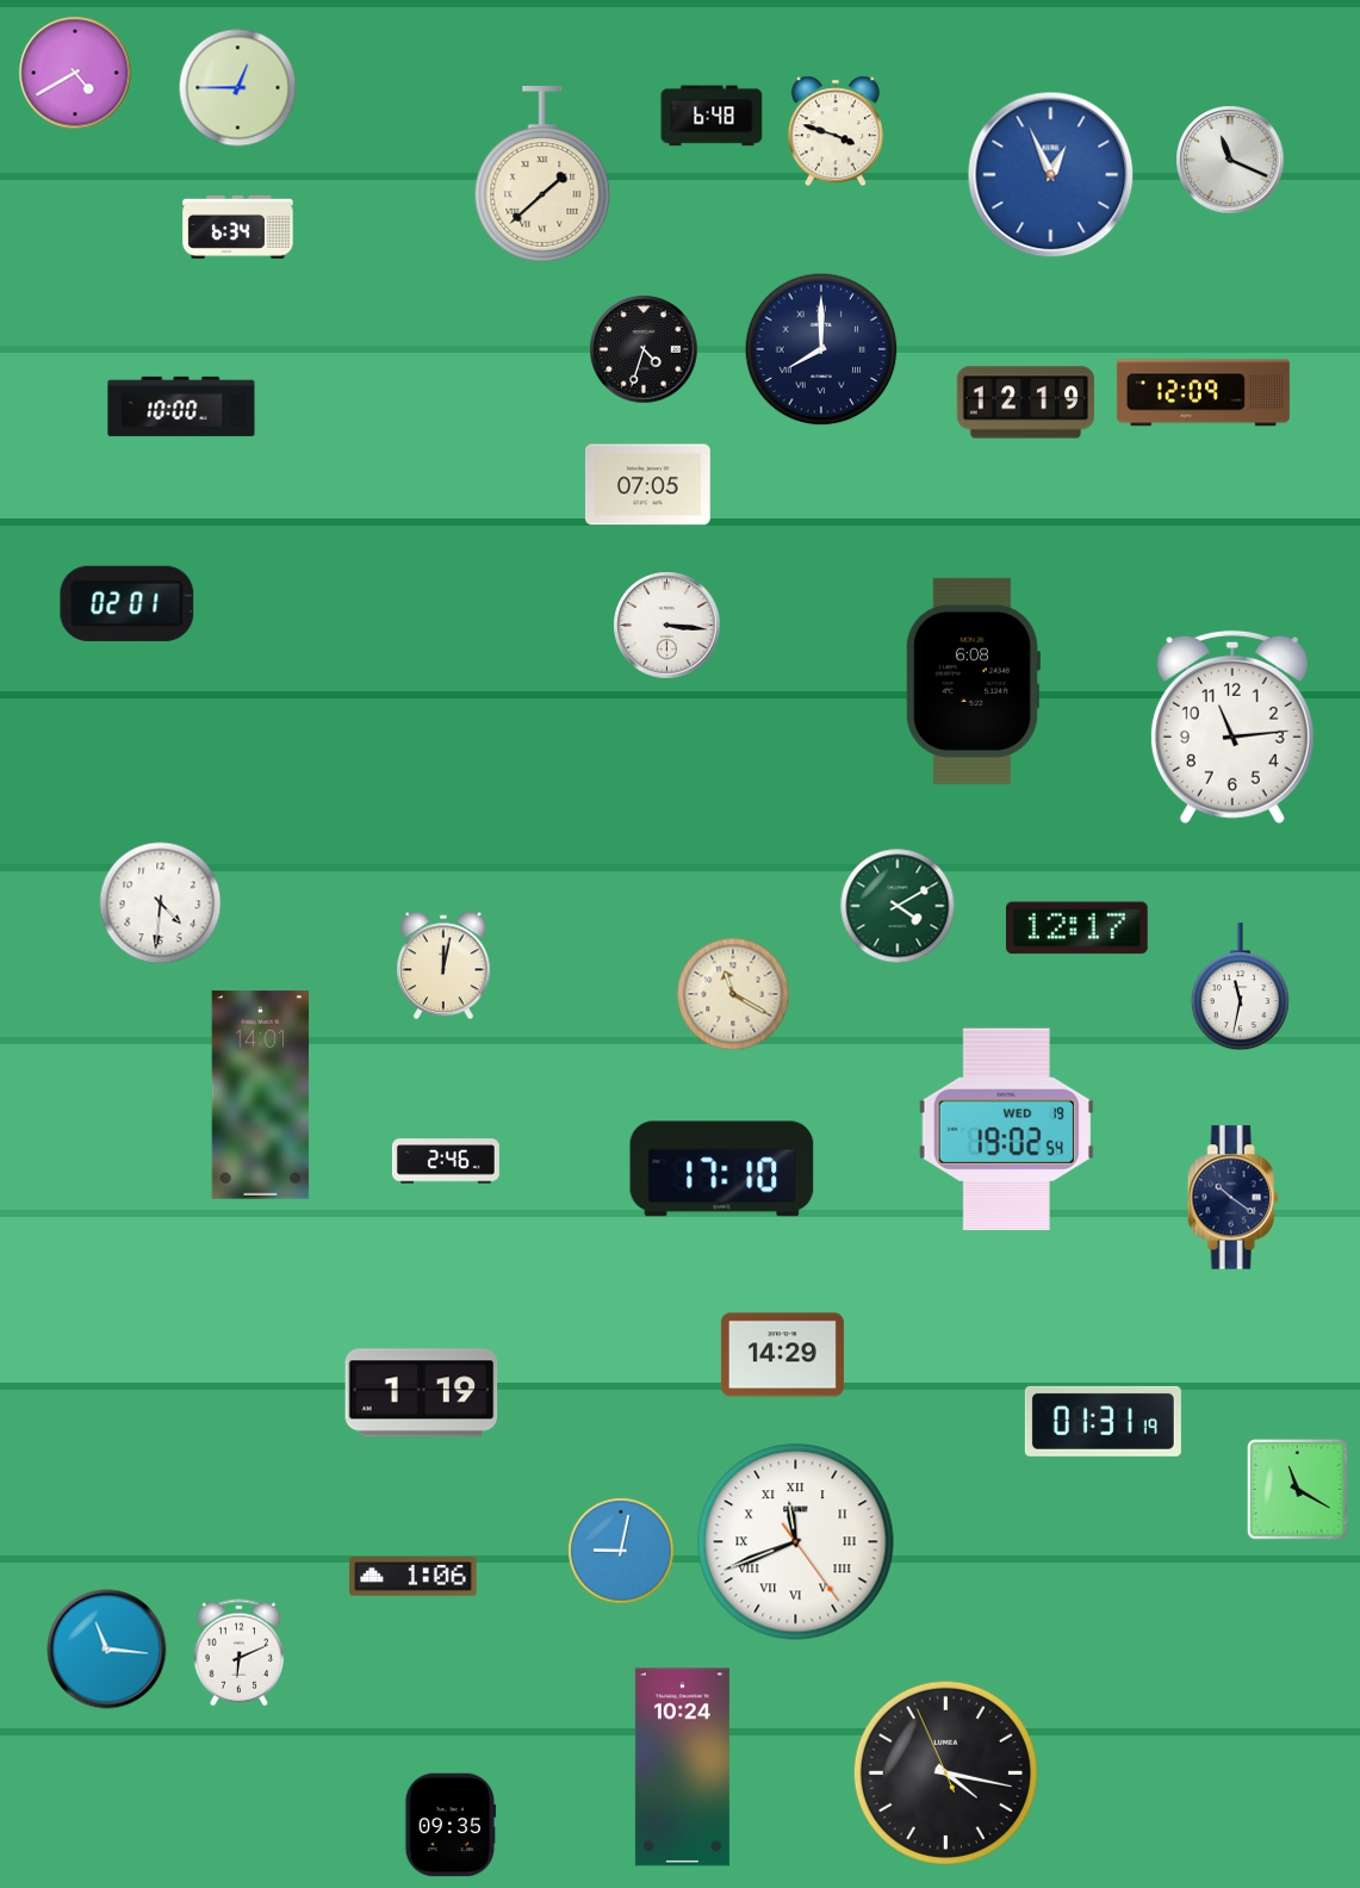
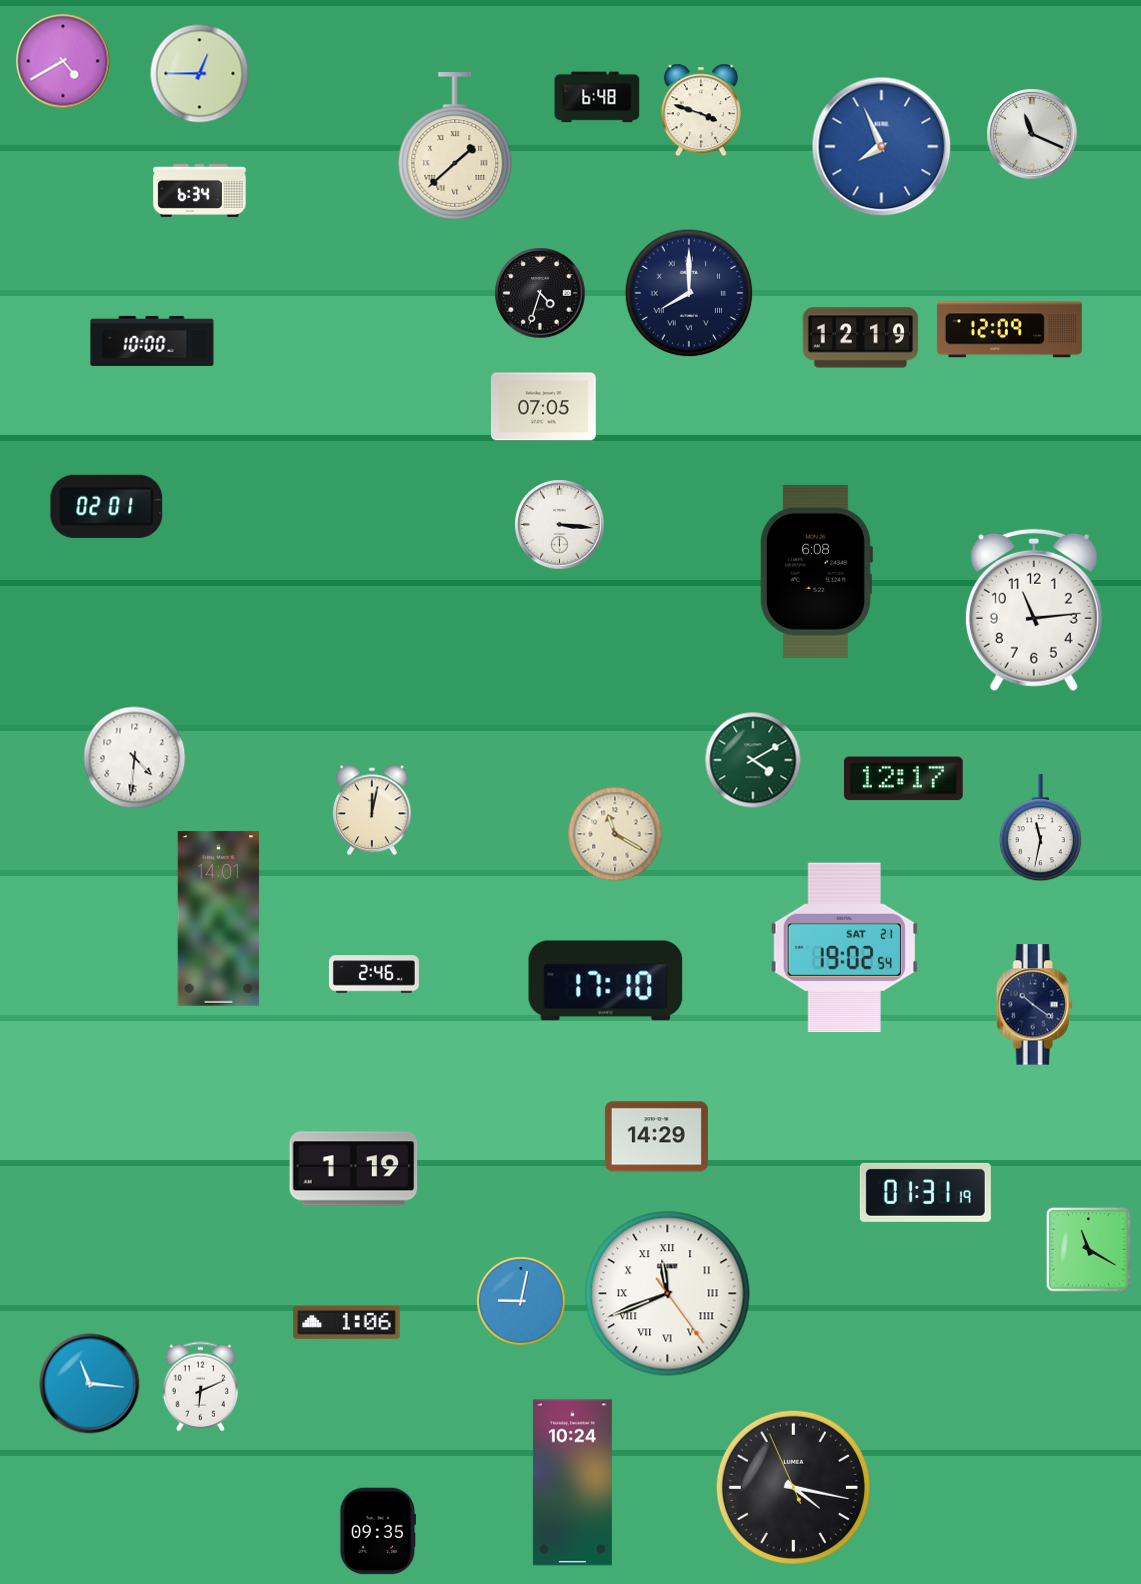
clock at (1051, 175): 12:56 -> 7:56
clock at (1006, 1129) date: WED 19 -> SAT 21
